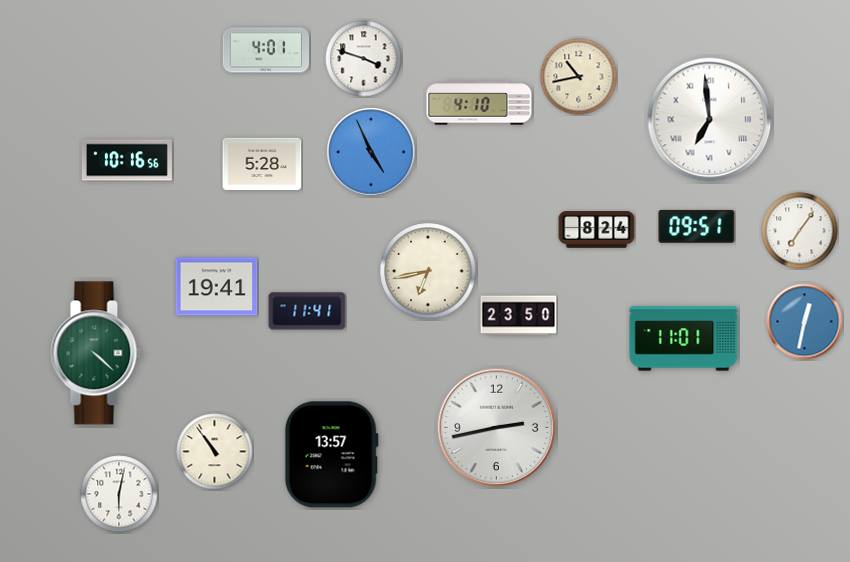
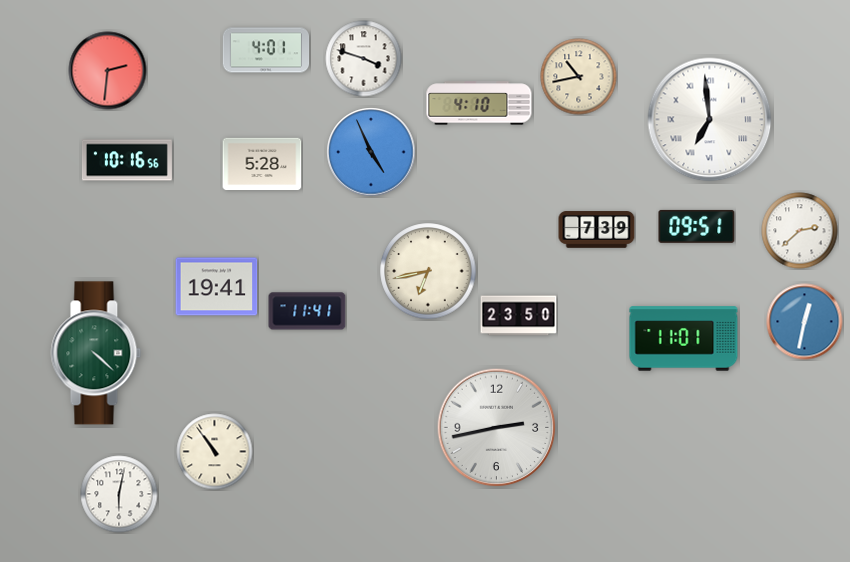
clock at (108, 71): none -> 2:31
clock at (597, 230): 8:24 -> 7:39
clock at (800, 231): 7:06 -> 2:38
clock at (331, 455): 13:57 -> none
